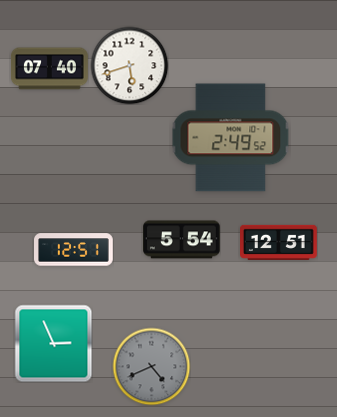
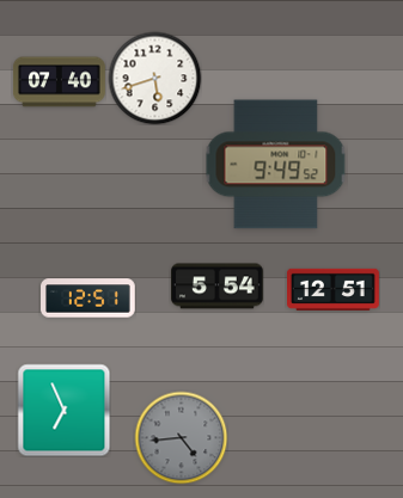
clock at (231, 138): 2:49 -> 9:49
clock at (53, 343): 2:56 -> 6:56
clock at (151, 366): 4:41 -> 4:44
